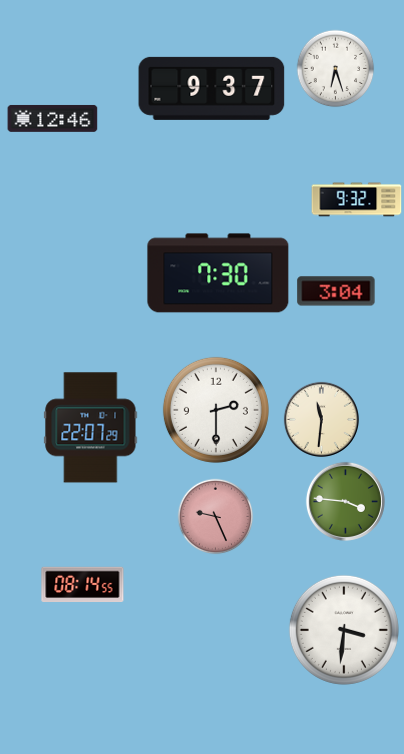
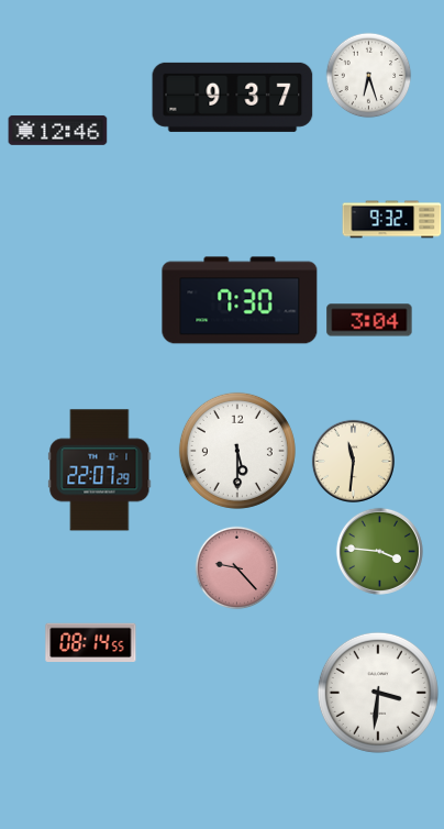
clock at (216, 410): 2:30 -> 5:30
clock at (216, 517): 9:26 -> 9:23
